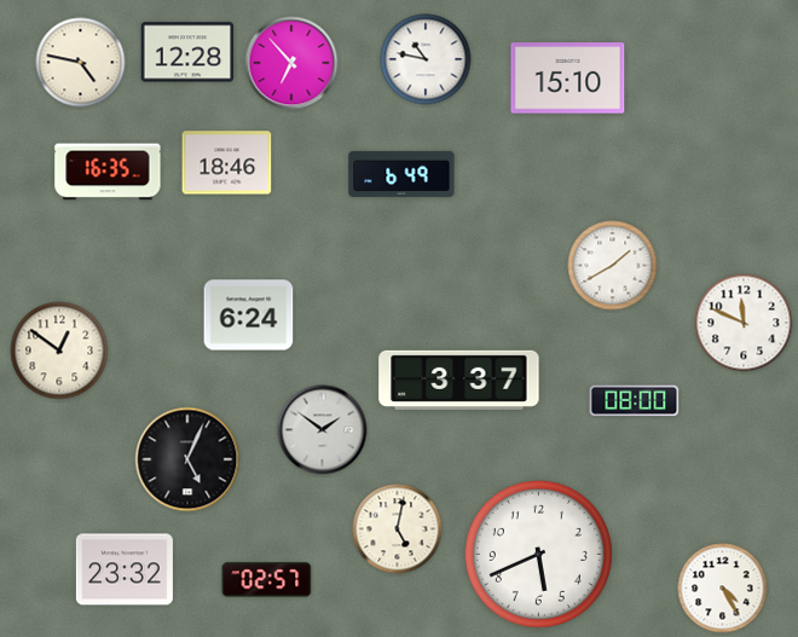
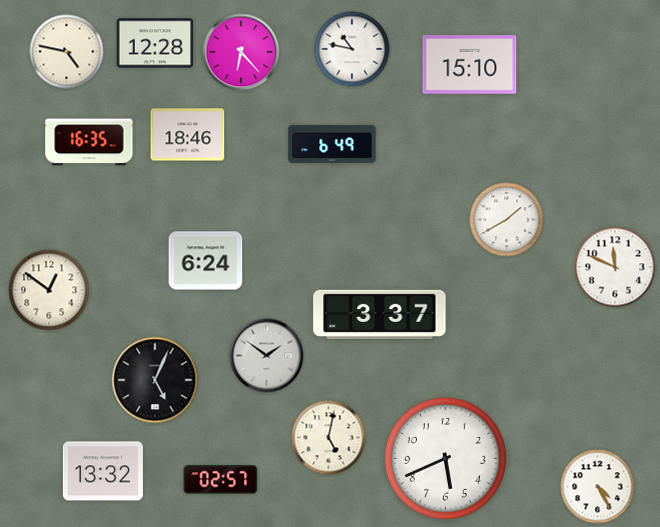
clock at (291, 63): 6:53 -> 6:23
clock at (635, 401): 08:00 -> none
clock at (125, 569): 23:32 -> 13:32
